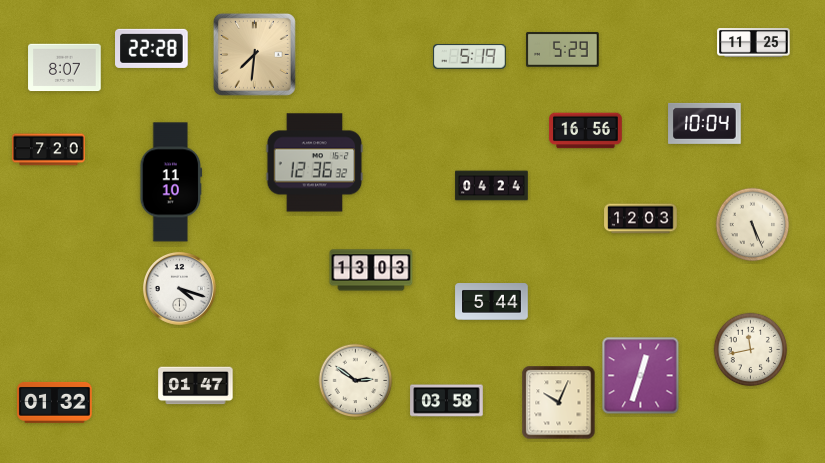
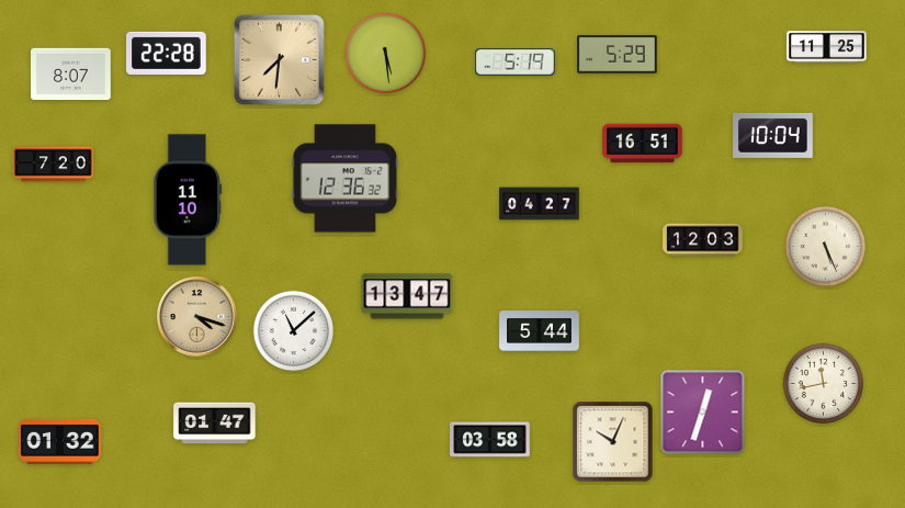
clock at (386, 54): none -> 5:29
clock at (586, 131): 16:56 -> 16:51
clock at (492, 186): 04:24 -> 04:27
clock at (371, 270): 13:03 -> 13:47
clock at (179, 288) dial: white -> champagne
clock at (294, 331): none -> 11:08
clock at (356, 381): 2:51 -> none
